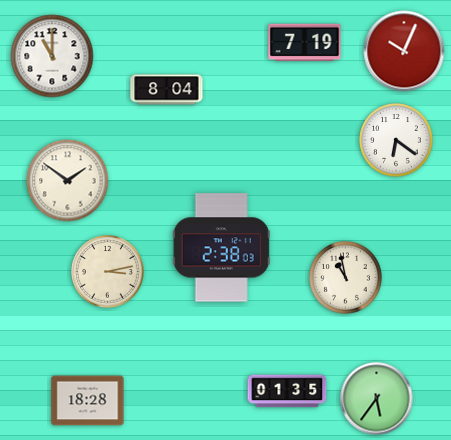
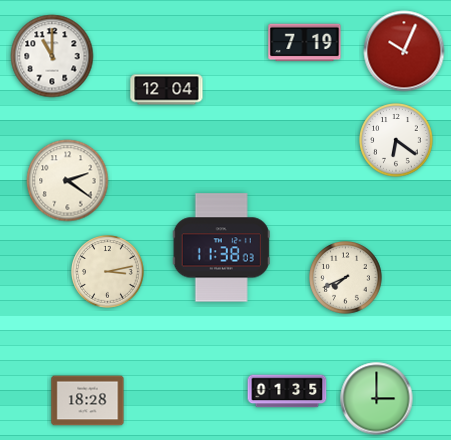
clock at (167, 90): 8:04 -> 12:04
clock at (68, 181): 1:51 -> 2:21
clock at (221, 248): 2:38 -> 11:38
clock at (346, 278): 10:58 -> 7:41
clock at (377, 399): 5:36 -> 3:00
